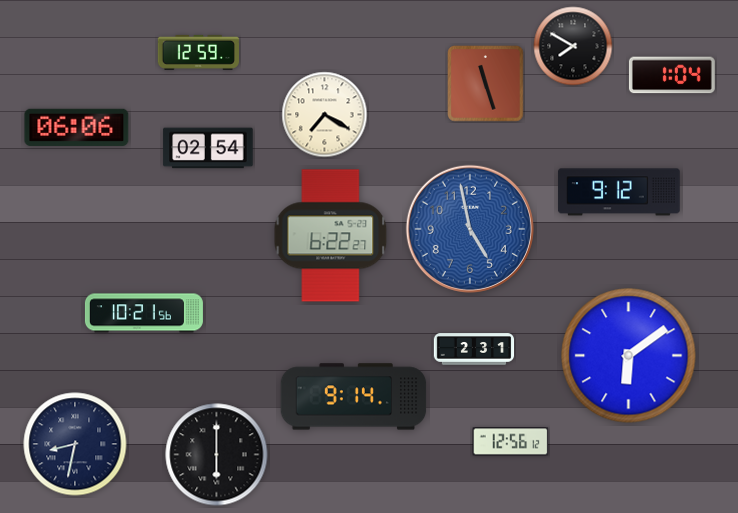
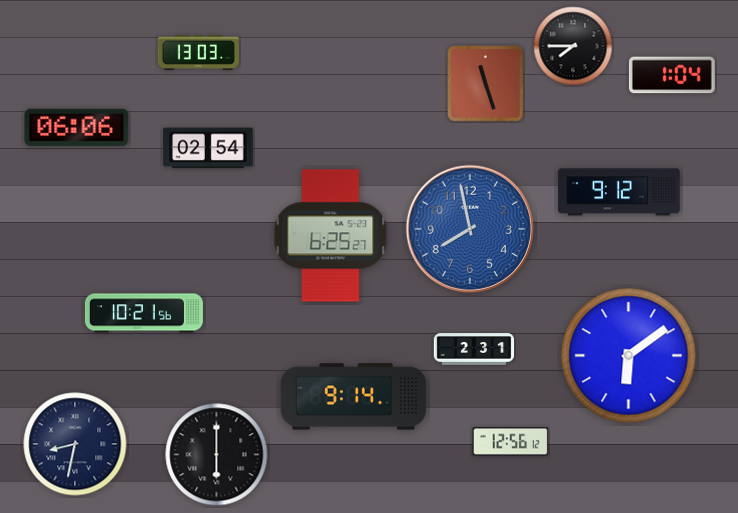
clock at (573, 46): 7:50 -> 7:45
clock at (198, 52): 12:59 -> 13:03
clock at (325, 115): 7:20 -> none
clock at (470, 229): 4:58 -> 7:58
clock at (331, 236): 6:22 -> 6:25
